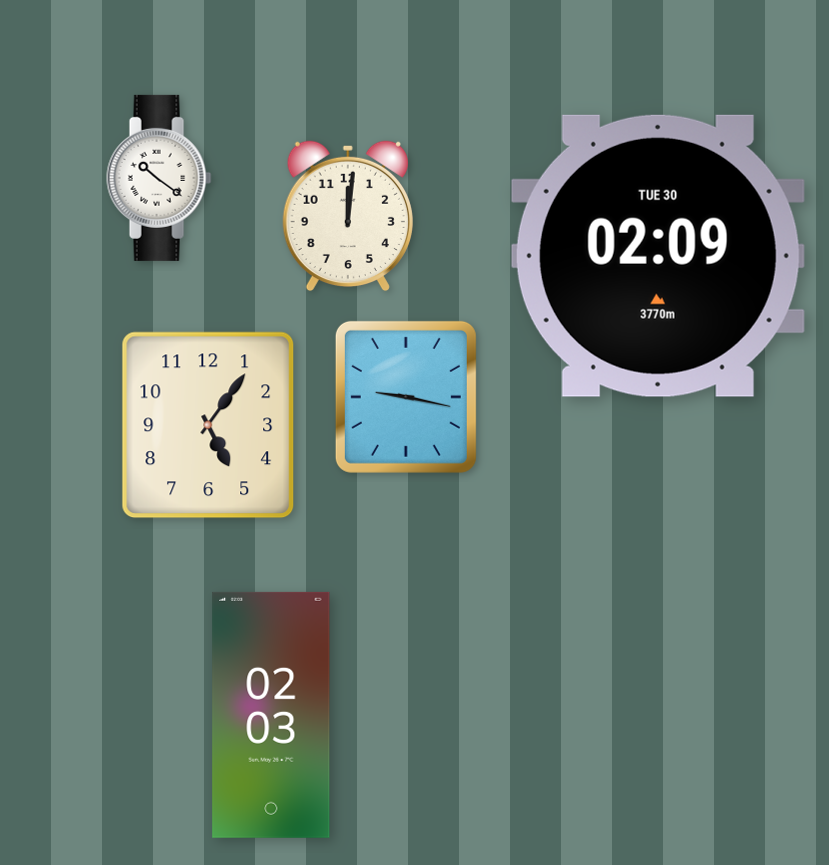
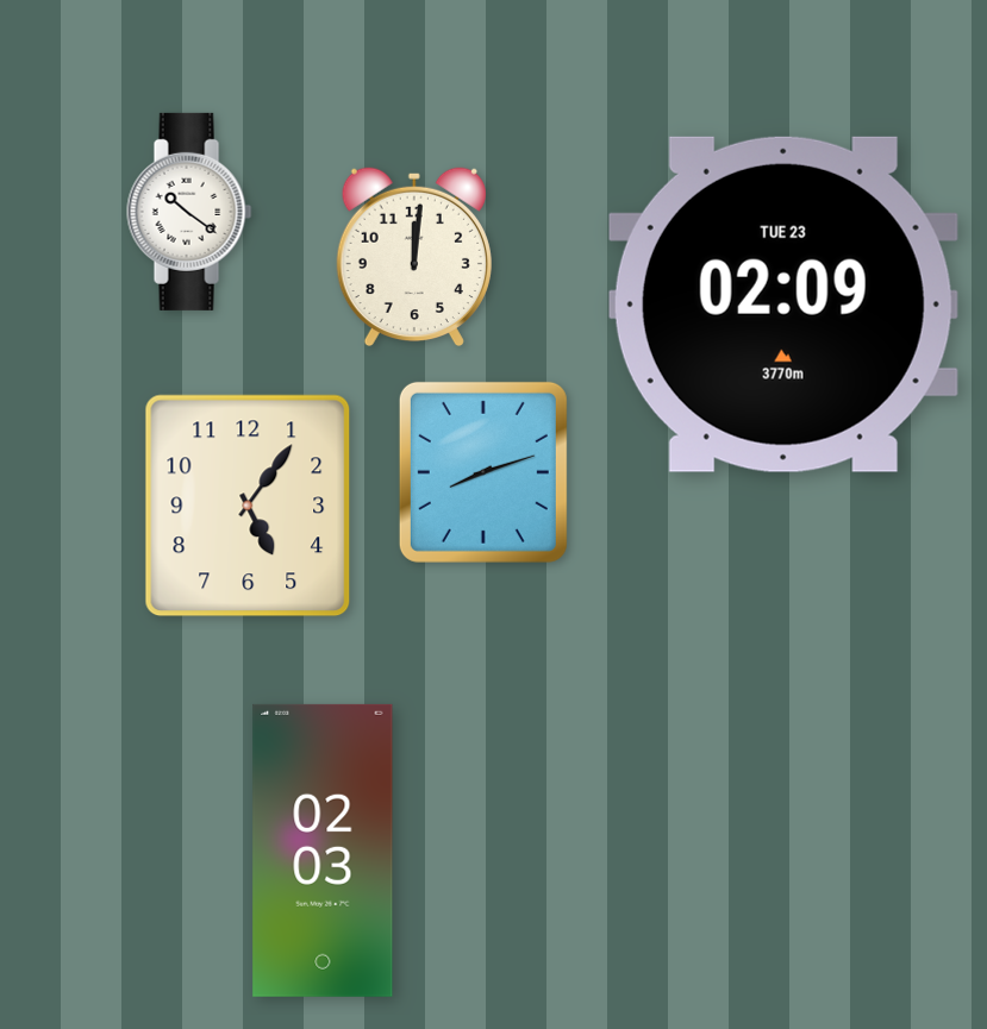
clock at (658, 256) date: TUE 30 -> TUE 23
clock at (406, 397): 9:17 -> 8:12
